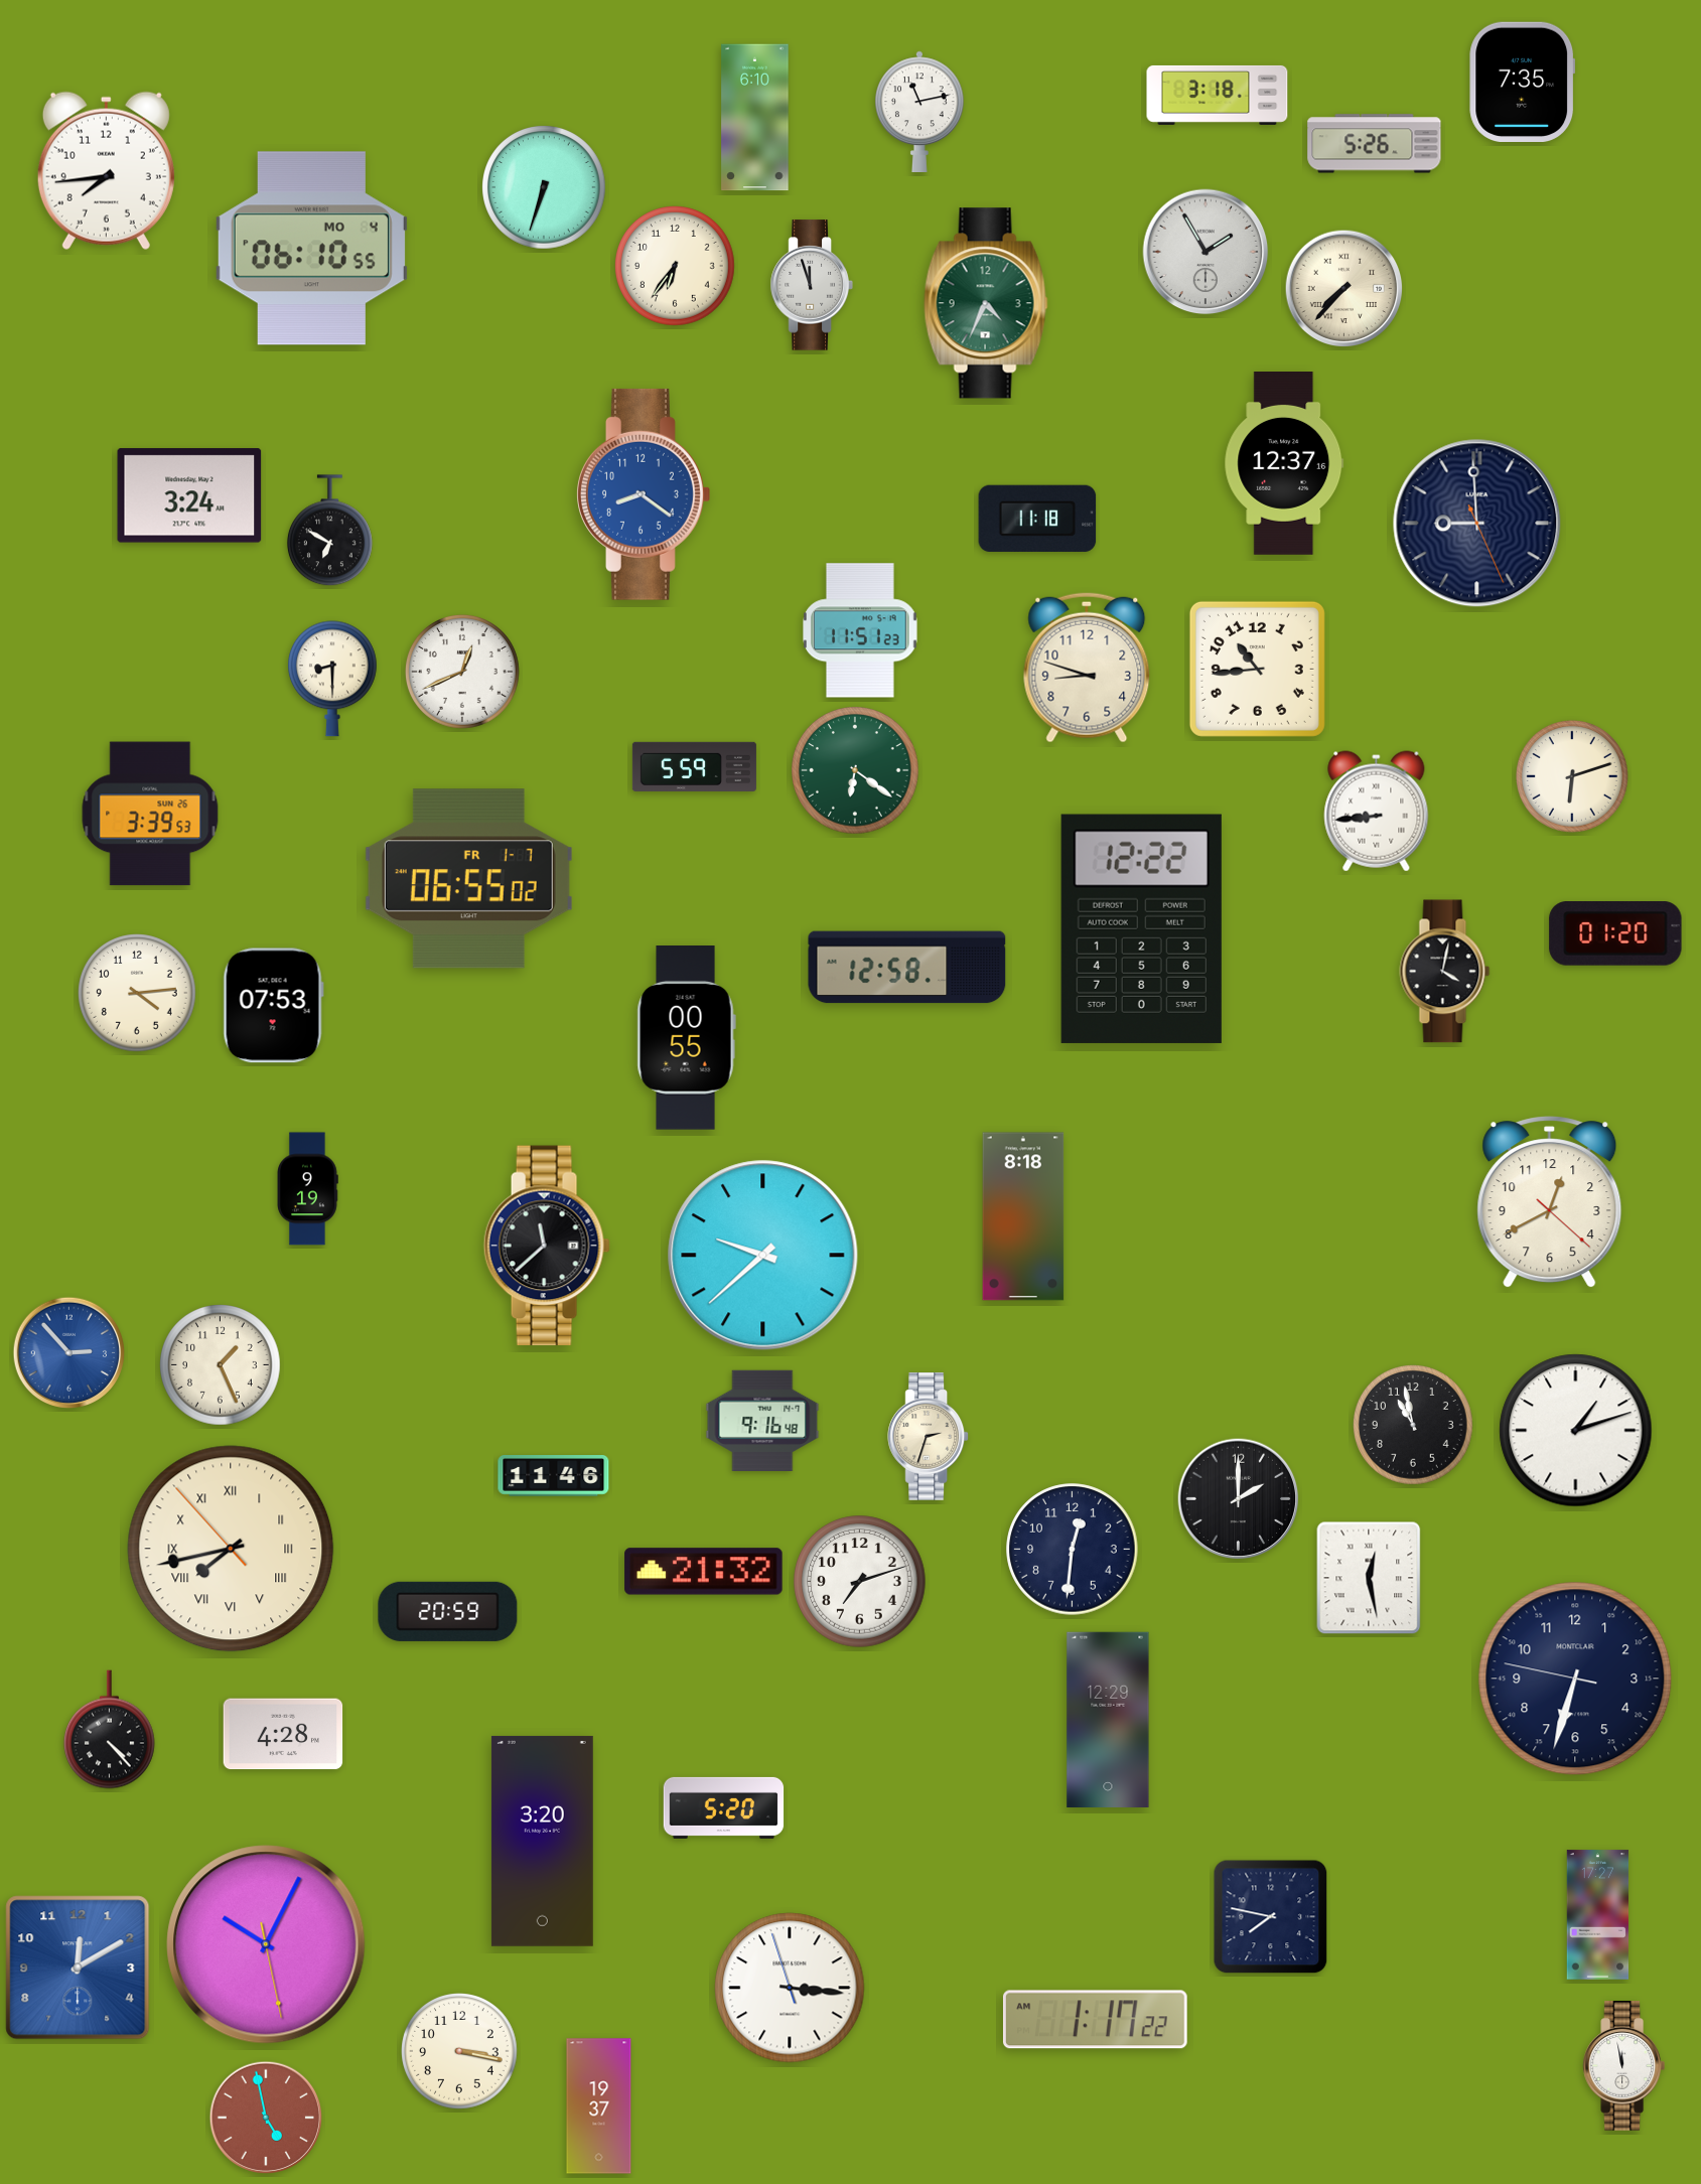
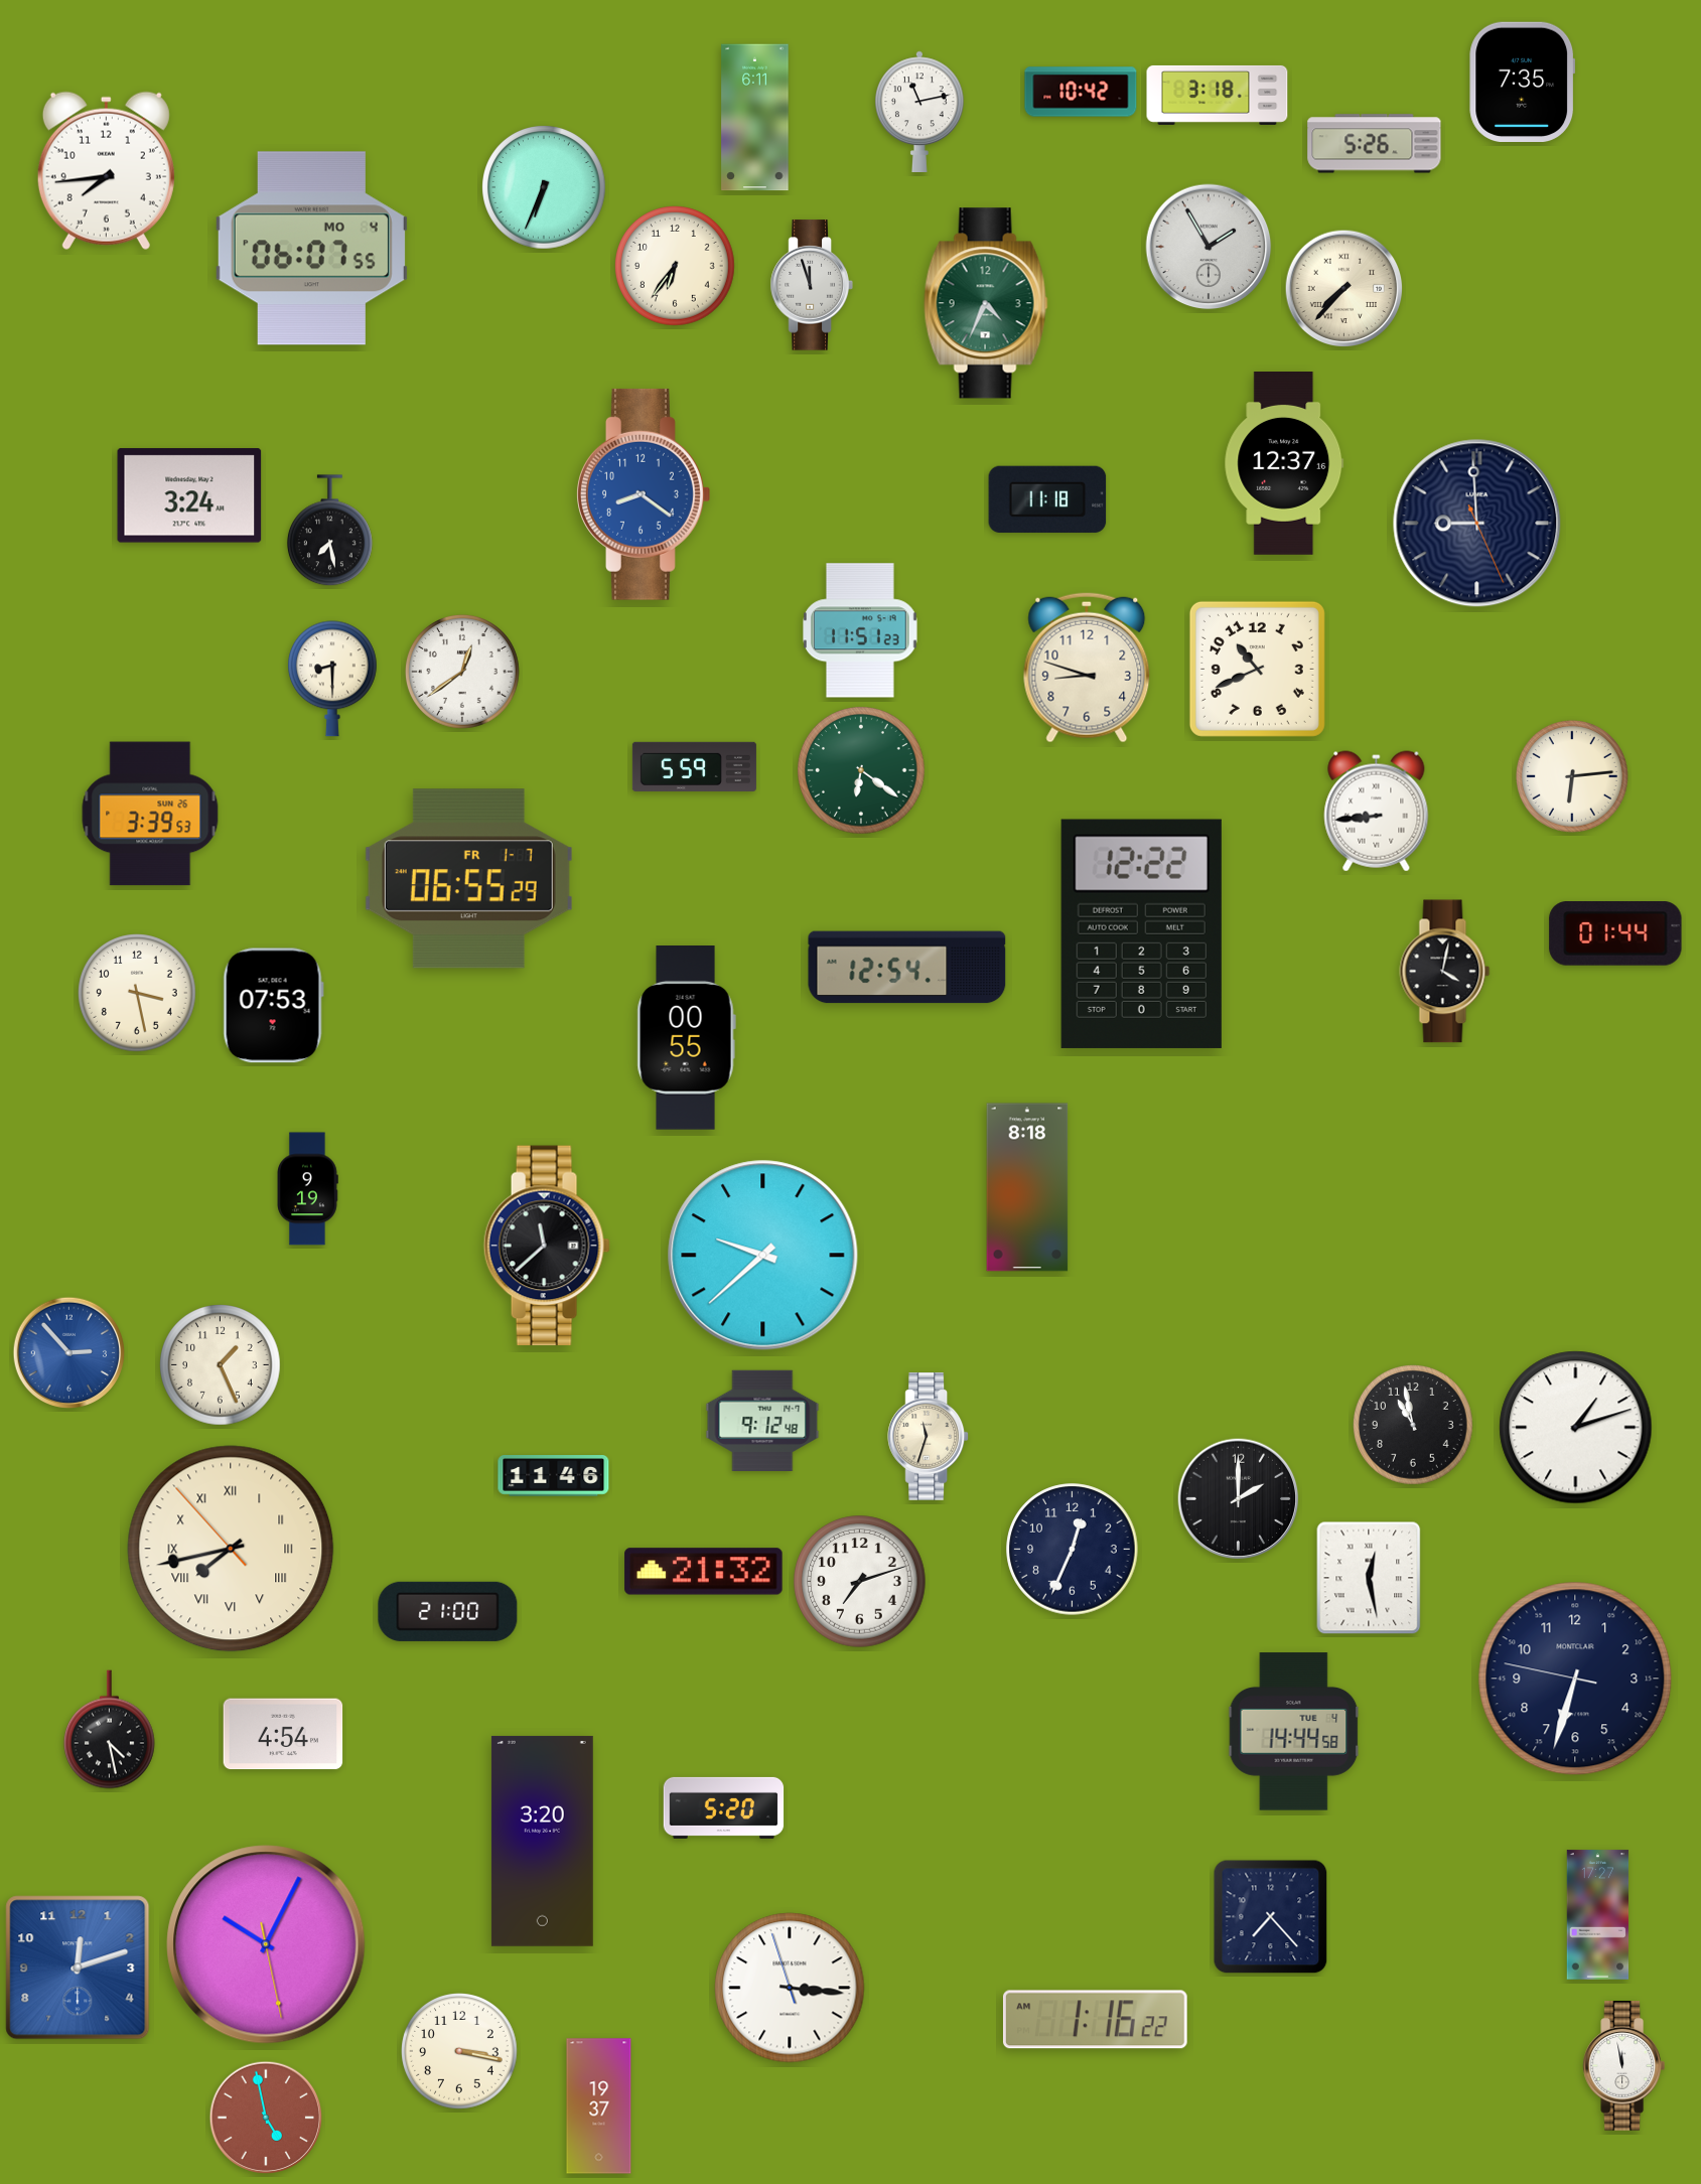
clock at (1081, 92): none -> 10:42
clock at (755, 118): 6:10 -> 6:11
clock at (544, 187): 6:33 -> 6:34
clock at (311, 249): 06:10 -> 06:07
clock at (1206, 252) position: (1206, 252) -> (1209, 247)
clock at (1037, 519) position: (1037, 519) -> (1047, 499)
clock at (329, 531): 6:50 -> 7:28
clock at (1257, 669): 10:44 -> 10:41
clock at (462, 672): 12:41 -> 12:39
clock at (855, 770) position: (855, 770) -> (861, 770)
clock at (1572, 776): 6:12 -> 6:14
clock at (468, 879): 06:55:02 -> 06:55:29
clock at (1141, 928) position: (1141, 928) -> (1141, 933)
clock at (1615, 934): 01:20 -> 01:44
clock at (907, 968): 12:58 -> 12:54
clock at (138, 994): 4:14 -> 3:28
clock at (1550, 1202): 12:40 -> none
clock at (1023, 1216) position: (1023, 1216) -> (1027, 1187)
clock at (762, 1420): 9:16 -> 9:12
clock at (1576, 1431) position: (1576, 1431) -> (1576, 1428)
clock at (929, 1437): 2:33 -> 11:33
clock at (1073, 1550): 12:31 -> 12:34
clock at (448, 1611): 20:59 -> 21:00
clock at (1108, 1719): 12:29 -> none
clock at (109, 1730): 4:23 -> 4:28
clock at (1294, 1732): none -> 14:44
clock at (283, 1734): 4:28 -> 4:54
clock at (1271, 1917): 7:47 -> 7:23
clock at (78, 1968): 12:10 -> 12:12
clock at (1095, 2020): 1:17 -> 1:16
